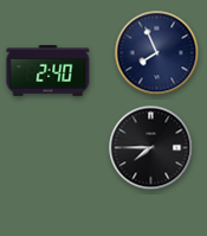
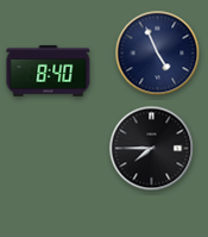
clock at (157, 53): 7:56 -> 4:56
clock at (48, 71): 2:40 -> 8:40
